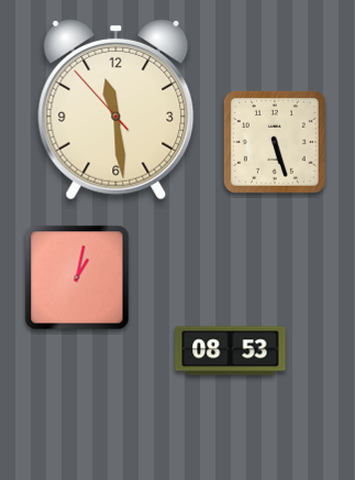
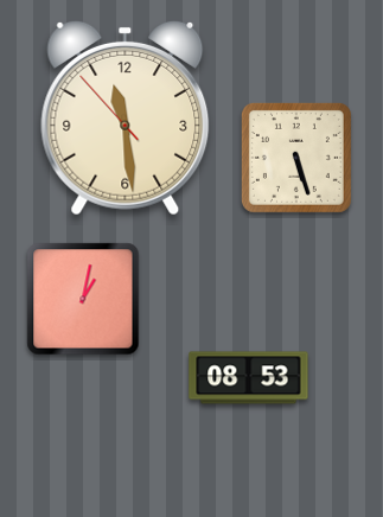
clock at (275, 142) position: (275, 142) -> (296, 158)
